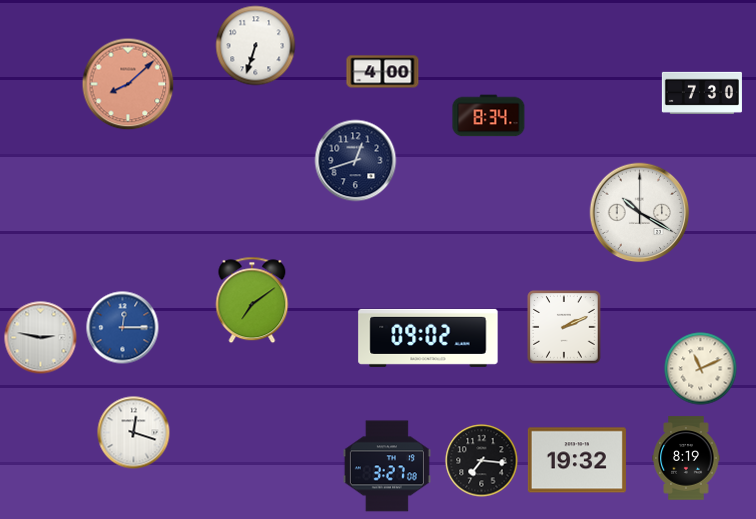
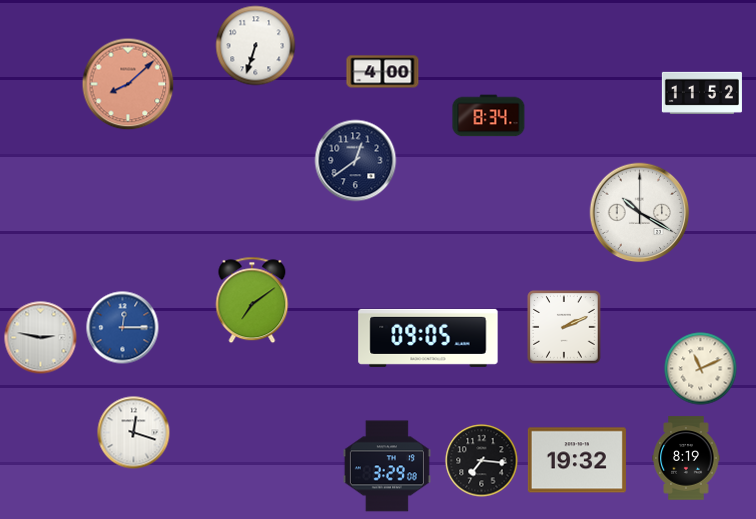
clock at (702, 93): 7:30 -> 11:52
clock at (356, 161): 12:42 -> 12:39
clock at (428, 338): 09:02 -> 09:05
clock at (387, 466): 3:27 -> 3:29
